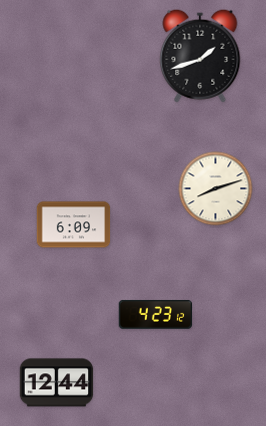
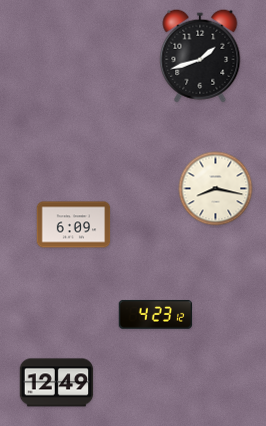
clock at (216, 189): 8:12 -> 8:17
clock at (57, 383): 12:44 -> 12:49
